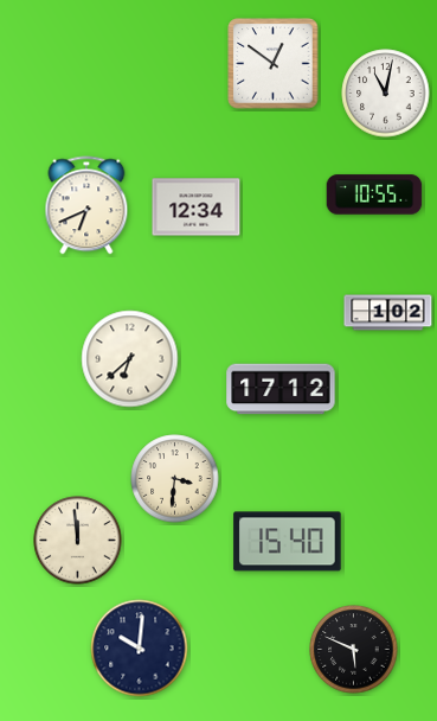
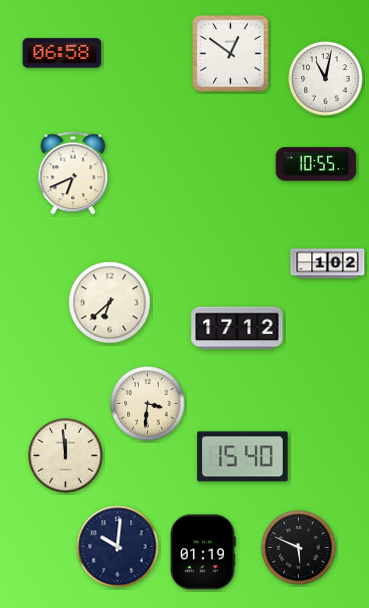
clock at (62, 53): none -> 06:58
clock at (197, 208): 12:34 -> none
clock at (203, 552): none -> 01:19
